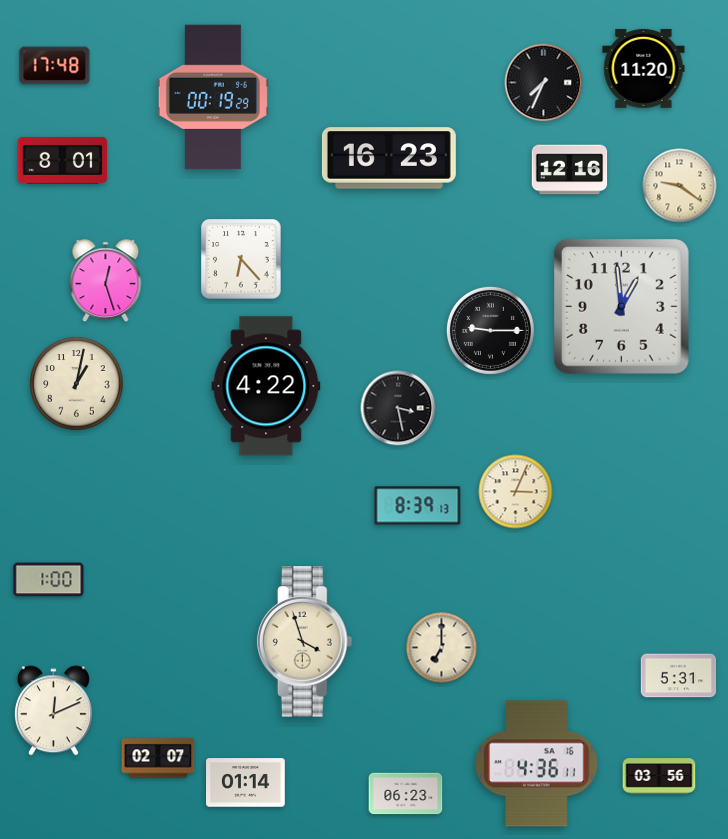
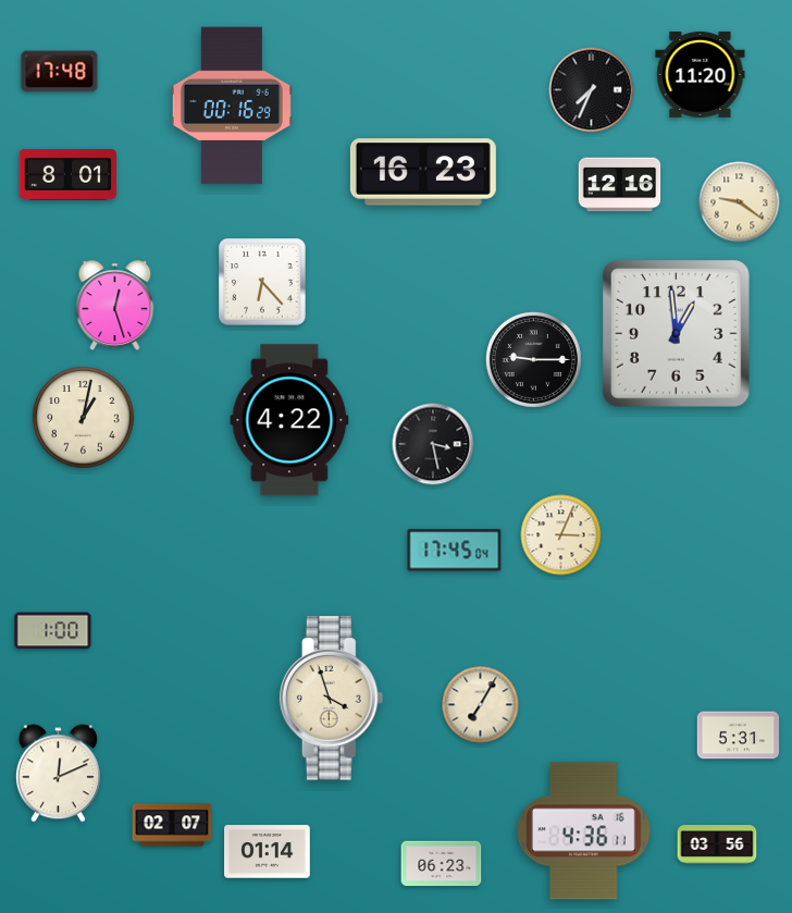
clock at (213, 97): 00:19 -> 00:16
clock at (418, 506): 8:39 -> 17:45
clock at (442, 648): 7:00 -> 7:05
